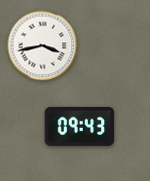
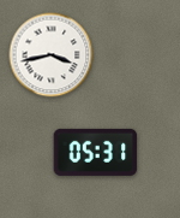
clock at (80, 126): 09:43 -> 05:31
